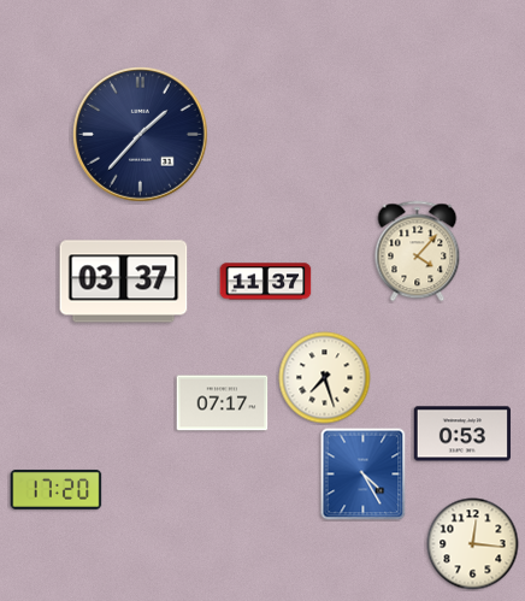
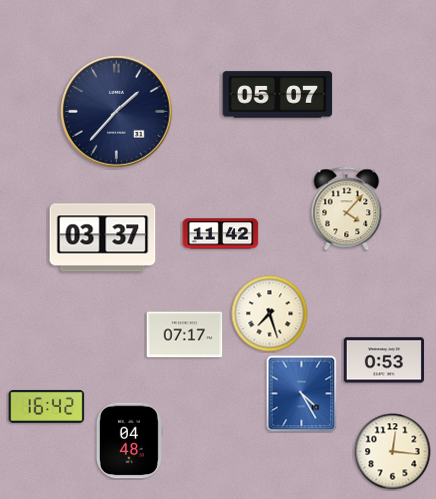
clock at (278, 95): none -> 05:07
clock at (124, 282) position: (124, 282) -> (103, 238)
clock at (266, 282): 11:37 -> 11:42
clock at (57, 489): 17:20 -> 16:42
clock at (129, 441): none -> 04:48
